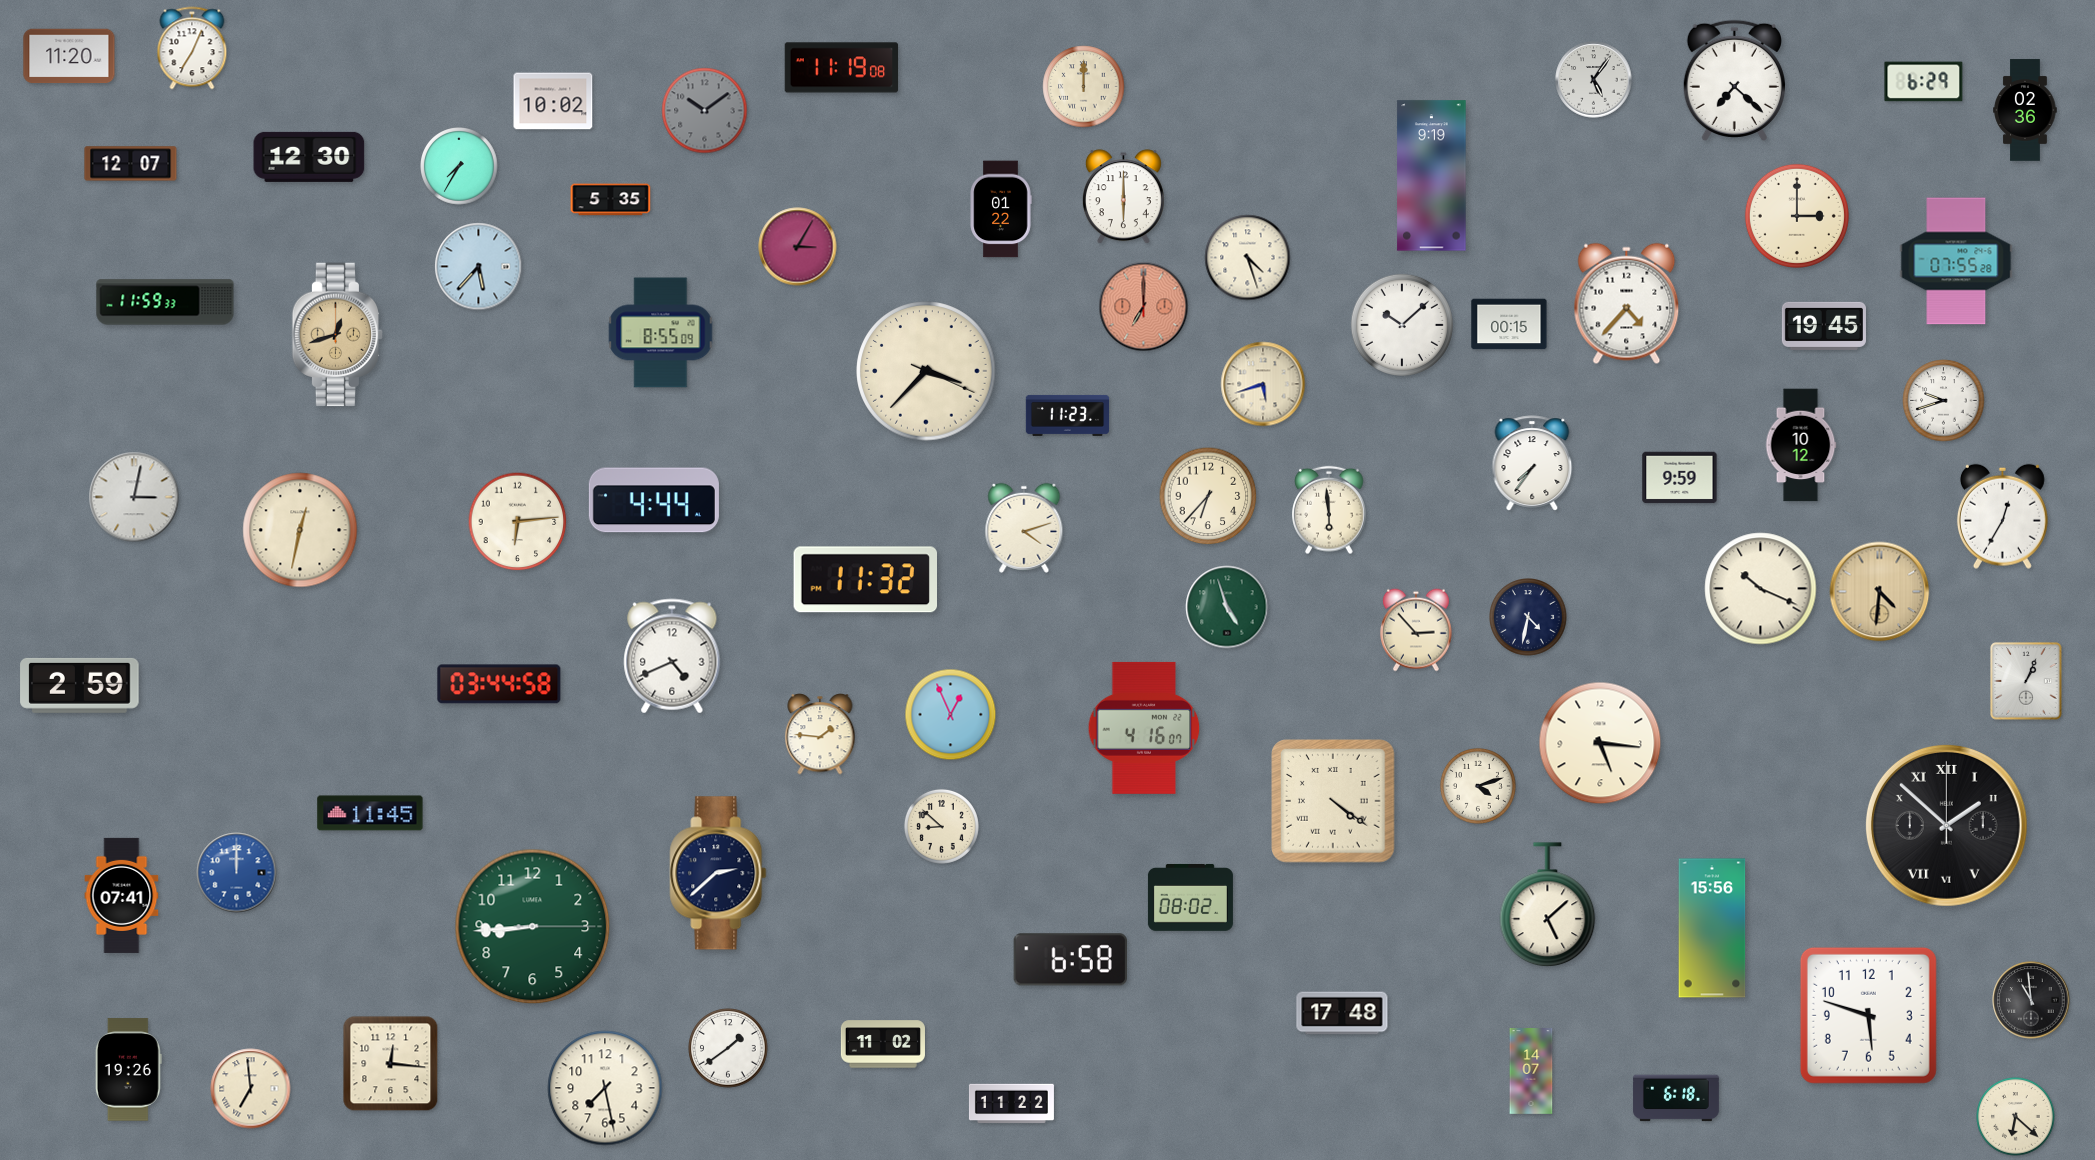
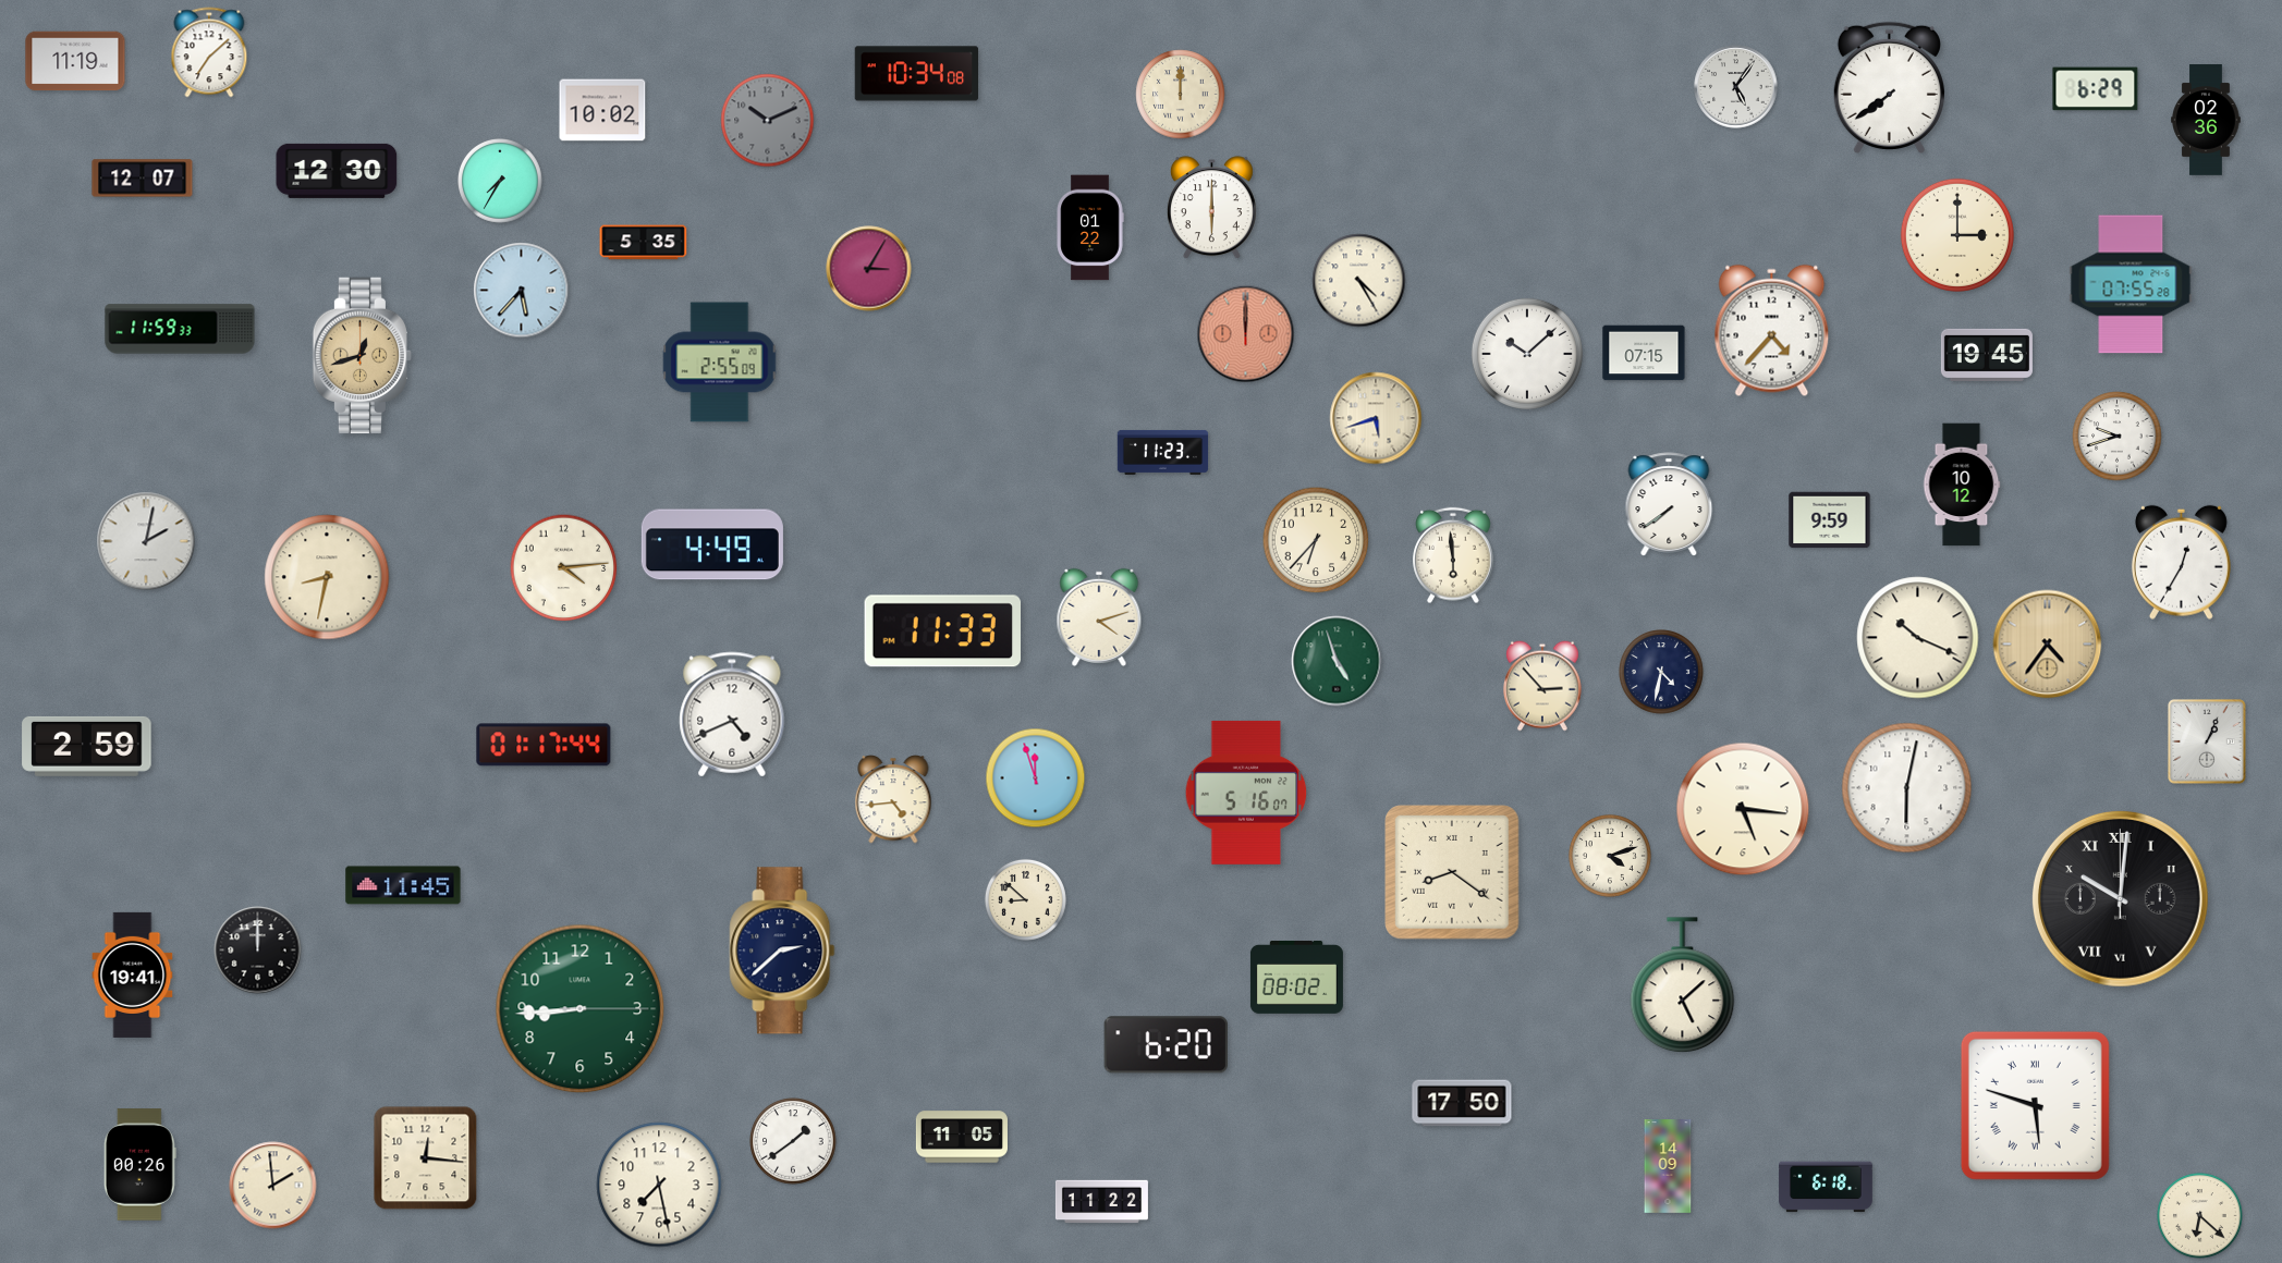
clock at (192, 48): 7:04 -> 7:08
clock at (69, 56): 11:20 -> 11:19
clock at (842, 68): 11:19 -> 10:34
clock at (1734, 80): 7:22 -> 7:39
clock at (705, 111): 10:09 -> 10:11
clock at (1432, 176): 9:19 -> none
clock at (1123, 197) position: (1123, 197) -> (1211, 208)
clock at (611, 200) position: (611, 200) -> (644, 243)
clock at (1248, 258): 4:27 -> 4:25
clock at (1144, 307): 7:00 -> 12:00
clock at (1509, 324): 00:15 -> 07:15
clock at (661, 333): 8:55 -> 2:55
clock at (338, 335) position: (338, 335) -> (363, 356)
clock at (926, 371): 3:37 -> none
clock at (1532, 463): 7:36 -> 7:39
clock at (134, 497): 3:02 -> 2:02
clock at (654, 500): 4:44 -> 4:49
clock at (1329, 510) position: (1329, 510) -> (1453, 555)
clock at (518, 522): 6:14 -> 4:14
clock at (1024, 528) position: (1024, 528) -> (1099, 617)
clock at (300, 530): 12:32 -> 8:32
clock at (865, 580): 11:32 -> 11:33
clock at (1761, 589) position: (1761, 589) -> (1918, 638)
clock at (1880, 592): 4:31 -> 4:36
clock at (1529, 618) position: (1529, 618) -> (1662, 673)
clock at (499, 684): 03:44 -> 01:17
clock at (951, 715): 12:56 -> 11:57
clock at (1907, 788): none -> 6:02
clock at (1144, 728): 4:16 -> 5:16
clock at (820, 734): 1:46 -> 4:44
clock at (1333, 801): 4:21 -> 8:21
clock at (1946, 825): 1:52 -> 10:01
clock at (237, 873) dial: blue -> black
clock at (122, 895): 07:41 -> 19:41
clock at (1548, 905) position: (1548, 905) -> (1683, 985)
clock at (1712, 928): 15:56 -> none
clock at (1070, 960): 6:58 -> 6:20
clock at (2031, 1000): 10:59 -> none
clock at (1342, 1013): 17:48 -> 17:50
clock at (1868, 1015) numerals: Arabic -> Roman
clock at (883, 1044): 11:02 -> 11:05
clock at (128, 1070): 19:26 -> 00:26
clock at (1531, 1072): 14:07 -> 14:09
clock at (251, 1089): 6:59 -> 1:59
clock at (1677, 1098) position: (1677, 1098) -> (1827, 1187)
clock at (2016, 1117) position: (2016, 1117) -> (2200, 1216)
